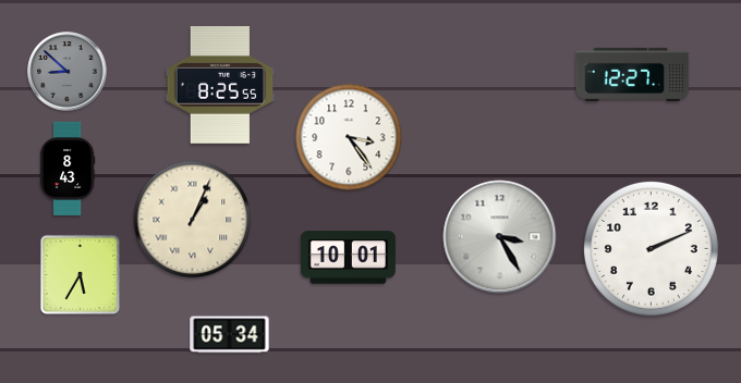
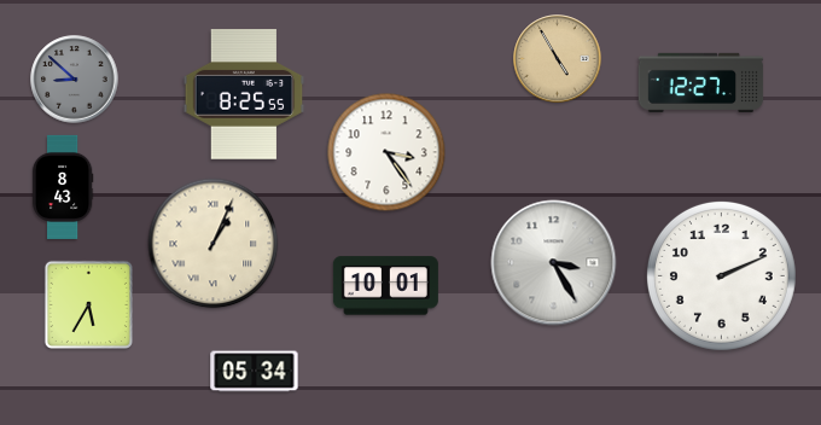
clock at (558, 59): none -> 4:55
clock at (68, 169) position: (68, 169) -> (63, 187)
